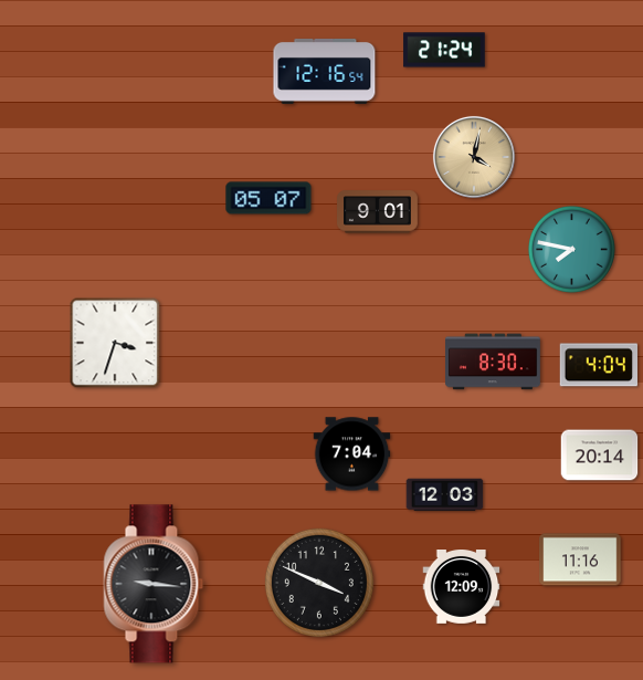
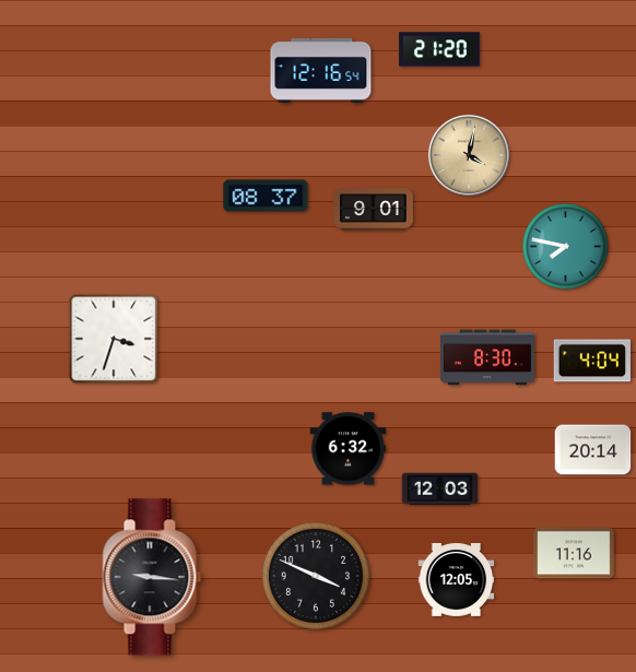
clock at (444, 50): 21:24 -> 21:20
clock at (268, 198): 05:07 -> 08:37
clock at (352, 454): 7:04 -> 6:32
clock at (462, 587): 12:09 -> 12:05
